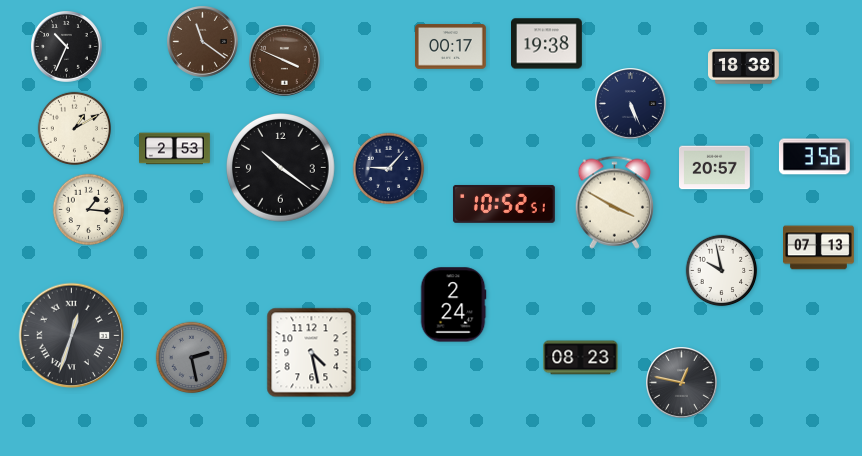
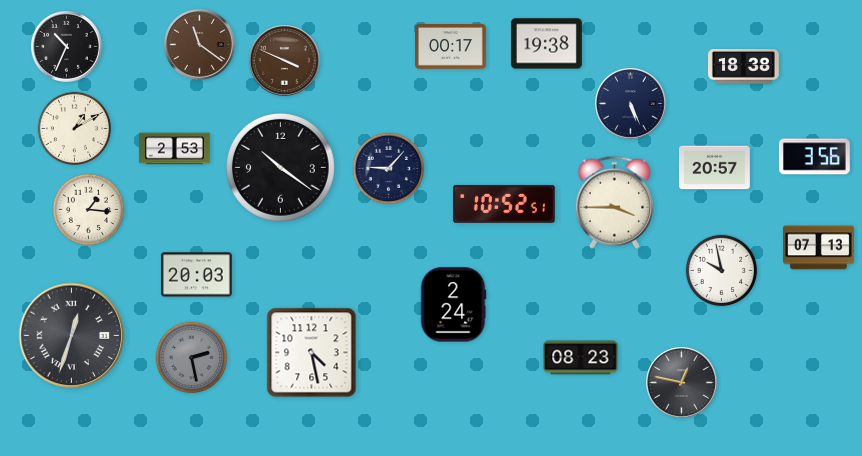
clock at (203, 42) position: (203, 42) -> (200, 45)
clock at (614, 202): 3:50 -> 3:45
clock at (196, 275): none -> 20:03
